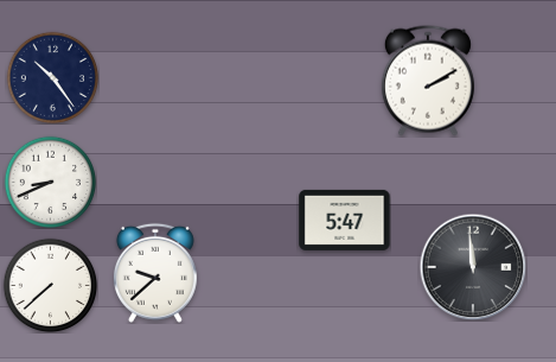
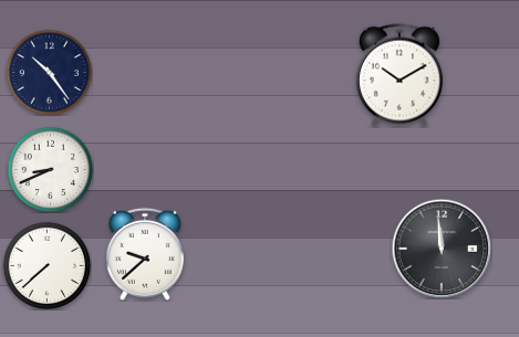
clock at (428, 81): 2:10 -> 10:10
clock at (50, 182) position: (50, 182) -> (50, 169)
clock at (345, 220): 5:47 -> none
